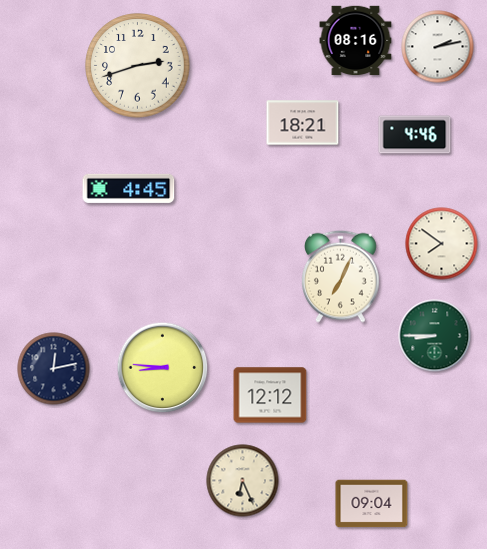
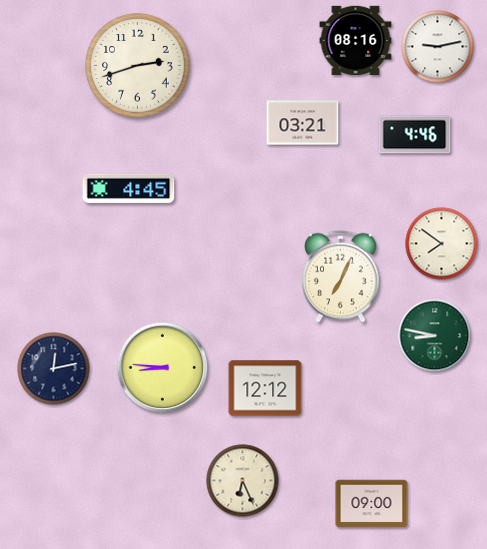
clock at (438, 47): 2:13 -> 9:13
clock at (303, 123): 18:21 -> 03:21
clock at (435, 336): 8:45 -> 8:47
clock at (270, 395) position: (270, 395) -> (265, 388)
clock at (372, 504): 09:04 -> 09:00
